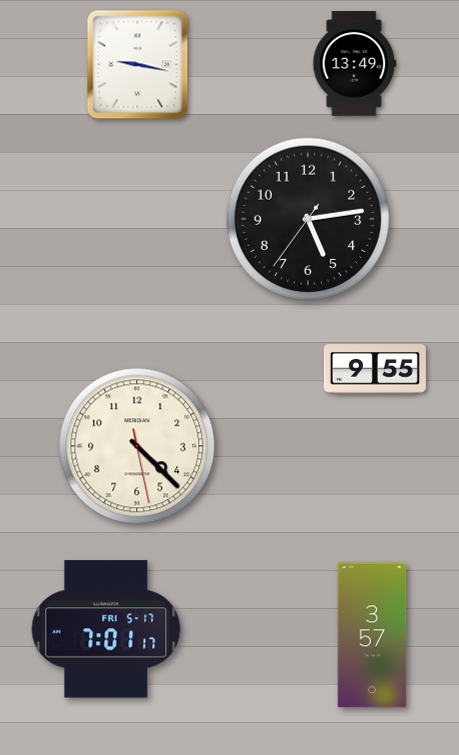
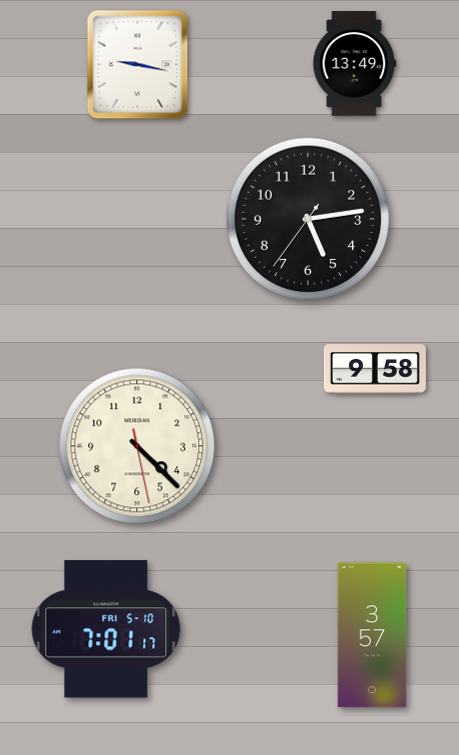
clock at (375, 369): 9:55 -> 9:58
clock at (106, 629) date: FRI 5-17 -> FRI 5-10
